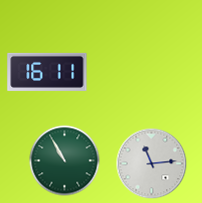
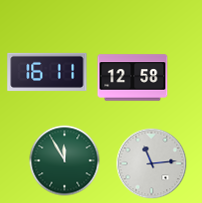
clock at (133, 78): none -> 12:58
clock at (65, 161): 10:55 -> 11:55
